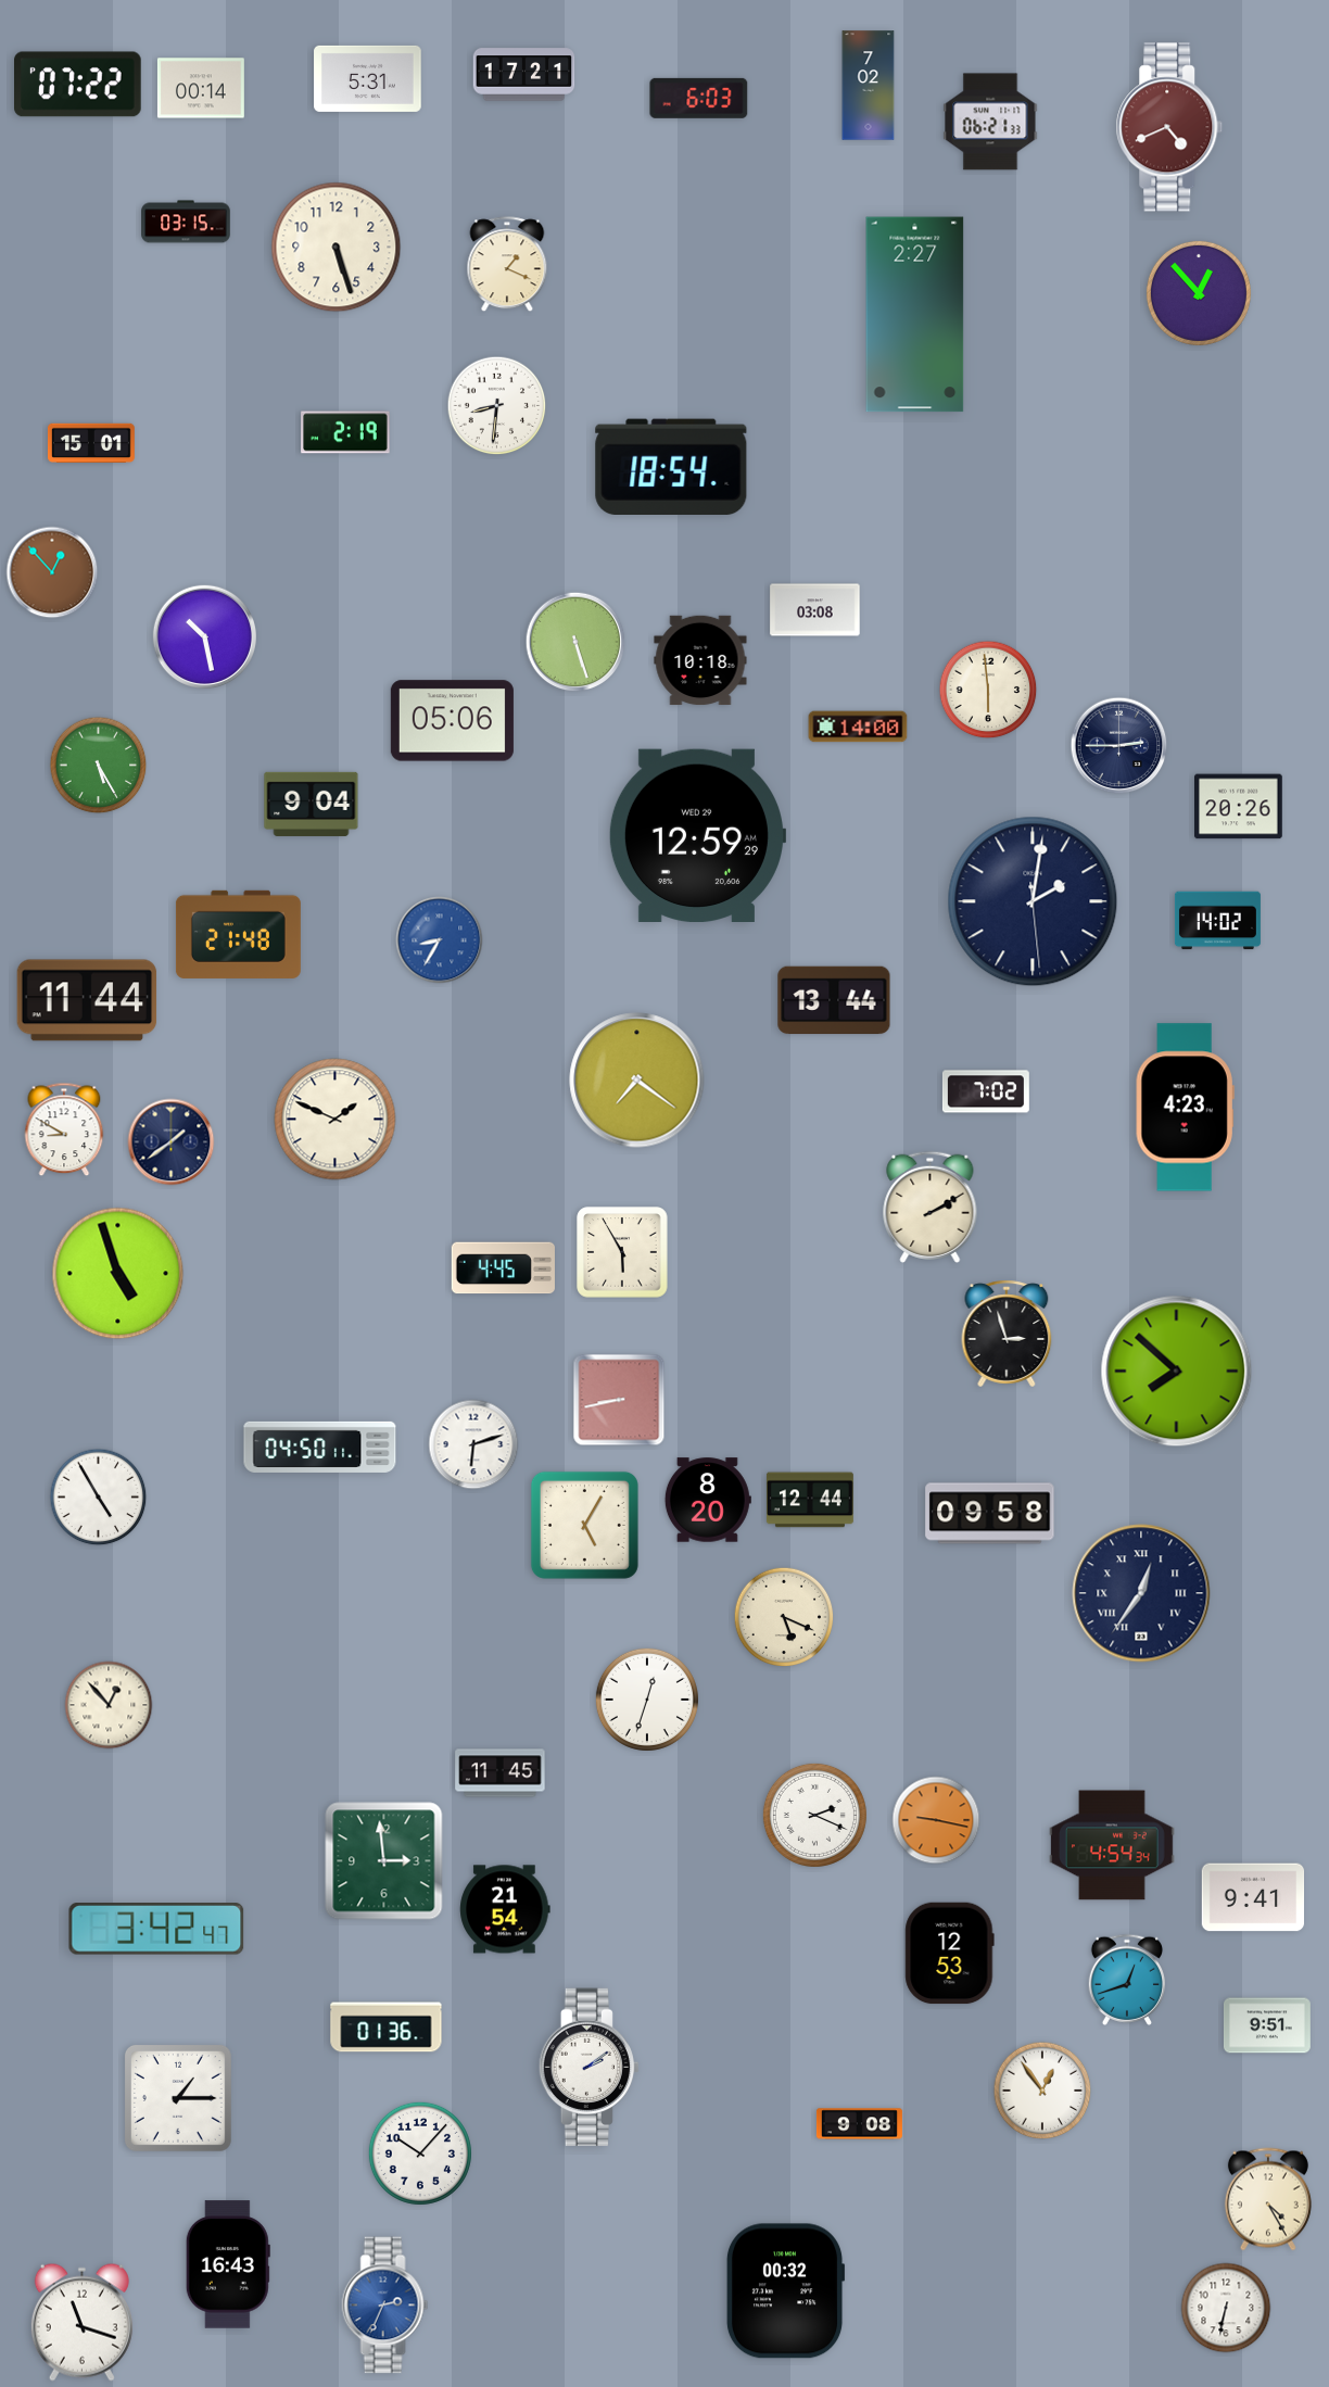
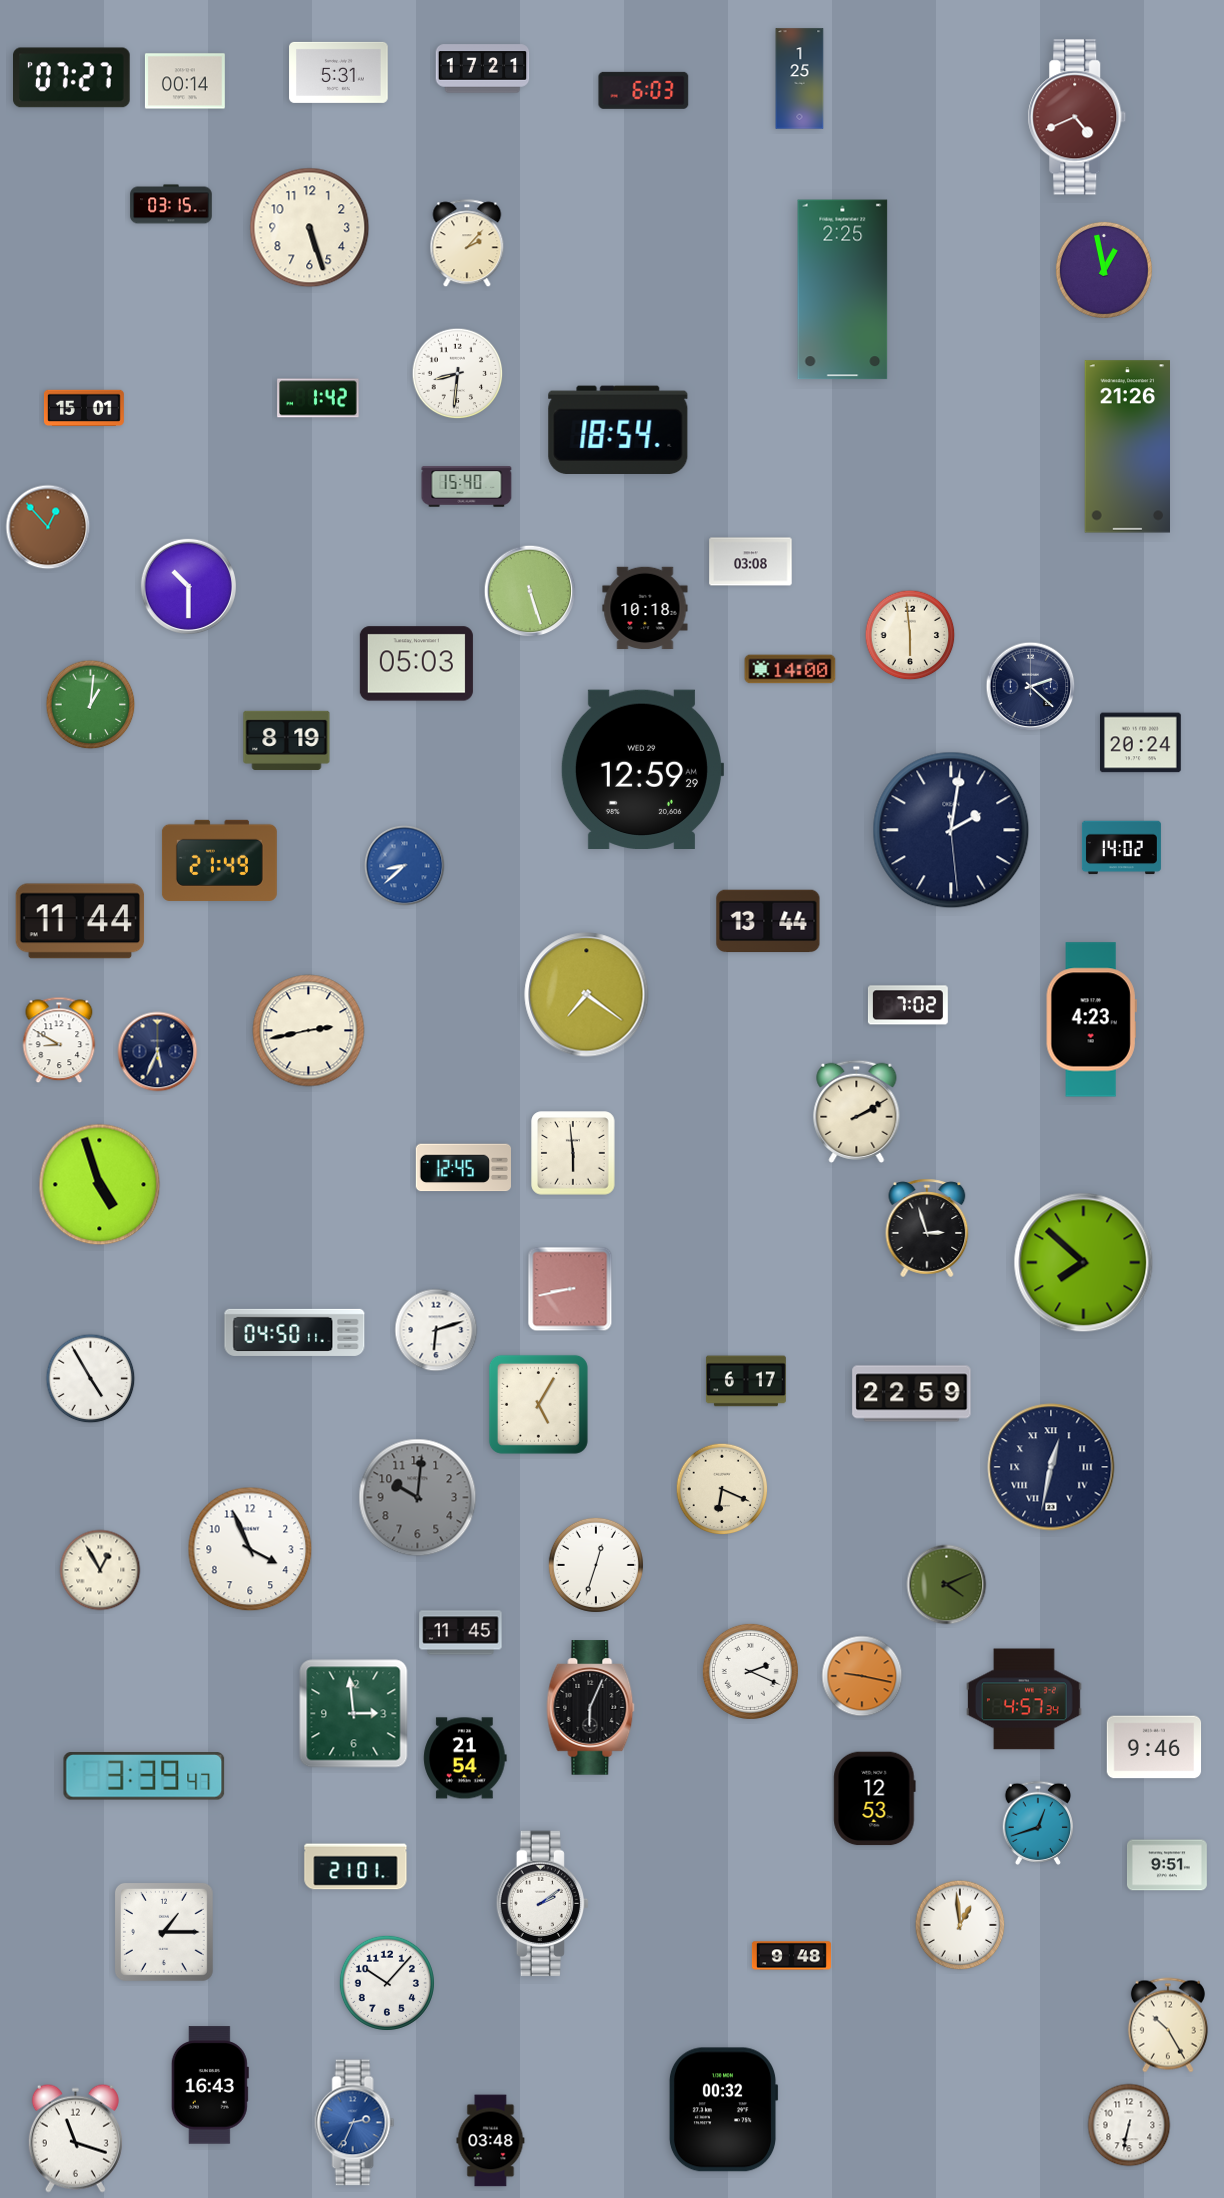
clock at (78, 85): 07:22 -> 07:27
clock at (869, 86): 7:02 -> 1:25
clock at (990, 122): 06:21 -> none
clock at (507, 265): 1:19 -> 2:07
clock at (1199, 293): 12:53 -> 12:58
clock at (915, 315): 2:27 -> 2:25
clock at (345, 432): 2:19 -> 1:42
clock at (1128, 447): none -> 21:26
clock at (467, 487): none -> 15:40
clock at (204, 636): 10:28 -> 10:30
clock at (452, 721): 05:06 -> 05:03
clock at (1119, 746): 2:45 -> 2:22
clock at (99, 766): 5:25 -> 1:01
clock at (312, 804): 9:04 -> 8:19
clock at (1239, 807): 20:26 -> 20:24
clock at (238, 934): 21:48 -> 21:49
clock at (440, 940): 8:35 -> 8:38
clock at (336, 1120): 1:49 -> 2:43
clock at (172, 1142): 1:39 -> 5:34
clock at (622, 1252): 5:55 -> 5:59
clock at (503, 1268): 4:45 -> 12:45
clock at (118, 1274) position: (118, 1274) -> (100, 1185)
clock at (708, 1500): 8:20 -> none
clock at (810, 1500): 12:44 -> 6:17
clock at (990, 1514): 09:58 -> 22:59
clock at (1141, 1593): 12:36 -> 12:32
clock at (784, 1617): 5:19 -> 6:19
clock at (418, 1498): none -> 10:01
clock at (250, 1549): none -> 3:56
clock at (109, 1705): 12:53 -> 12:55
clock at (947, 1585): none -> 4:11
clock at (1113, 1845): 4:54 -> 4:57
clock at (591, 1708): none -> 6:04
clock at (1253, 1897): 9:41 -> 9:46
clock at (156, 1929): 3:42 -> 3:39
clock at (387, 2028): 01:36 -> 21:01
clock at (1042, 2091): 12:54 -> 12:59
clock at (859, 2124): 9:08 -> 9:48
clock at (1268, 2199): 4:25 -> 10:25
clock at (491, 2141): none -> 03:48
